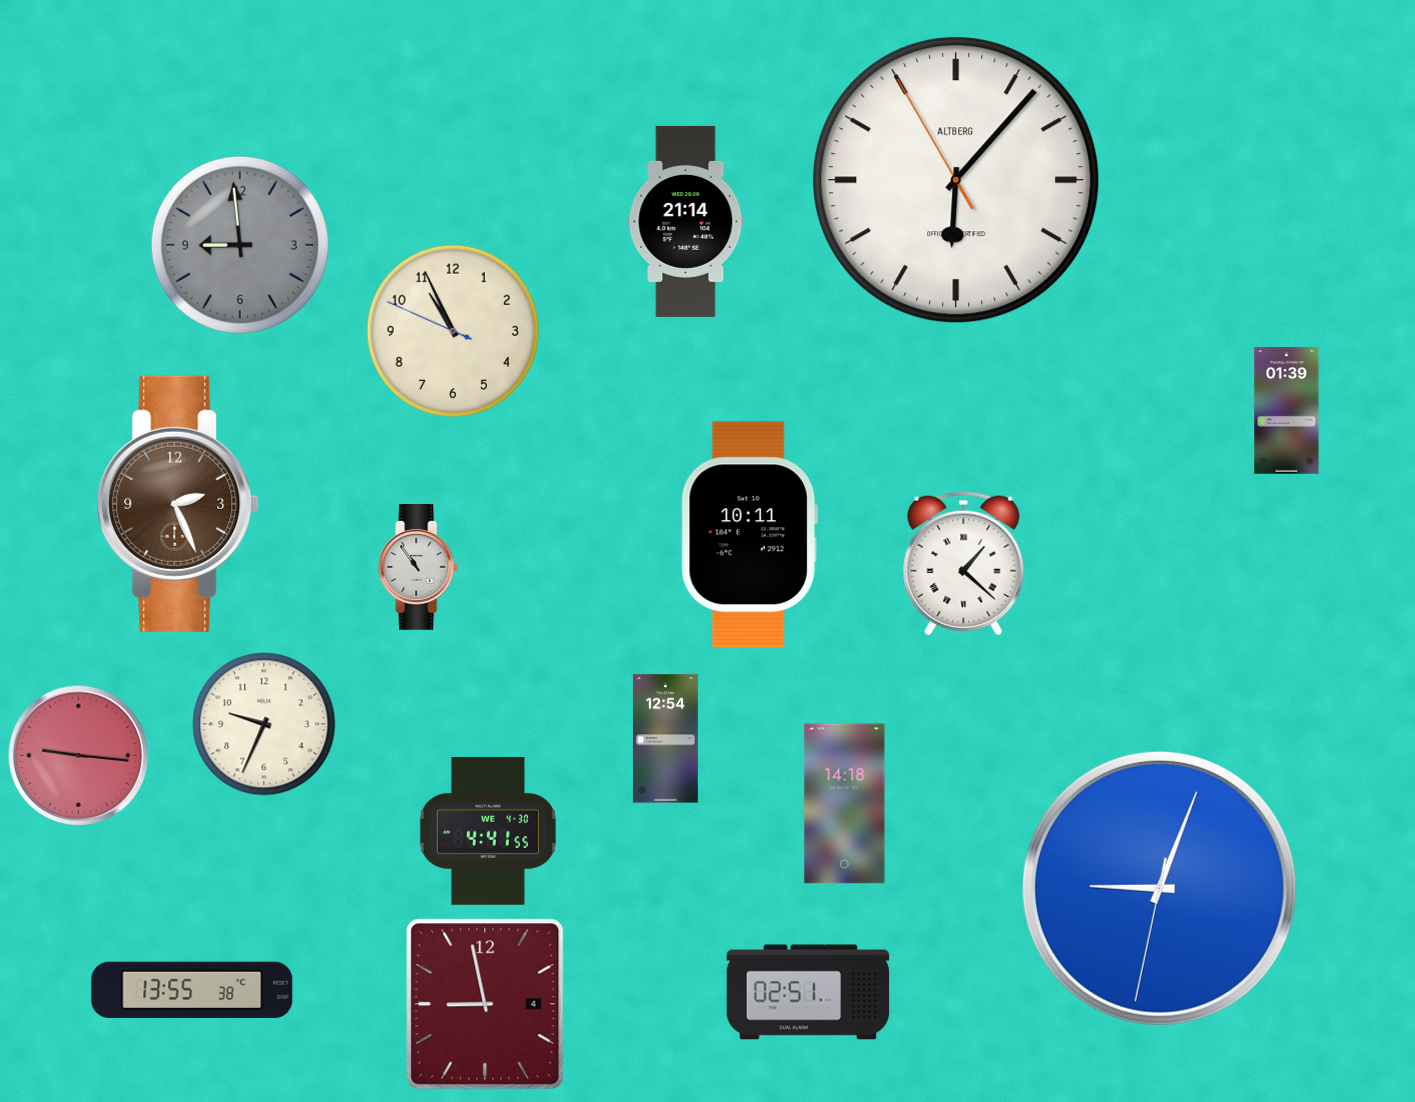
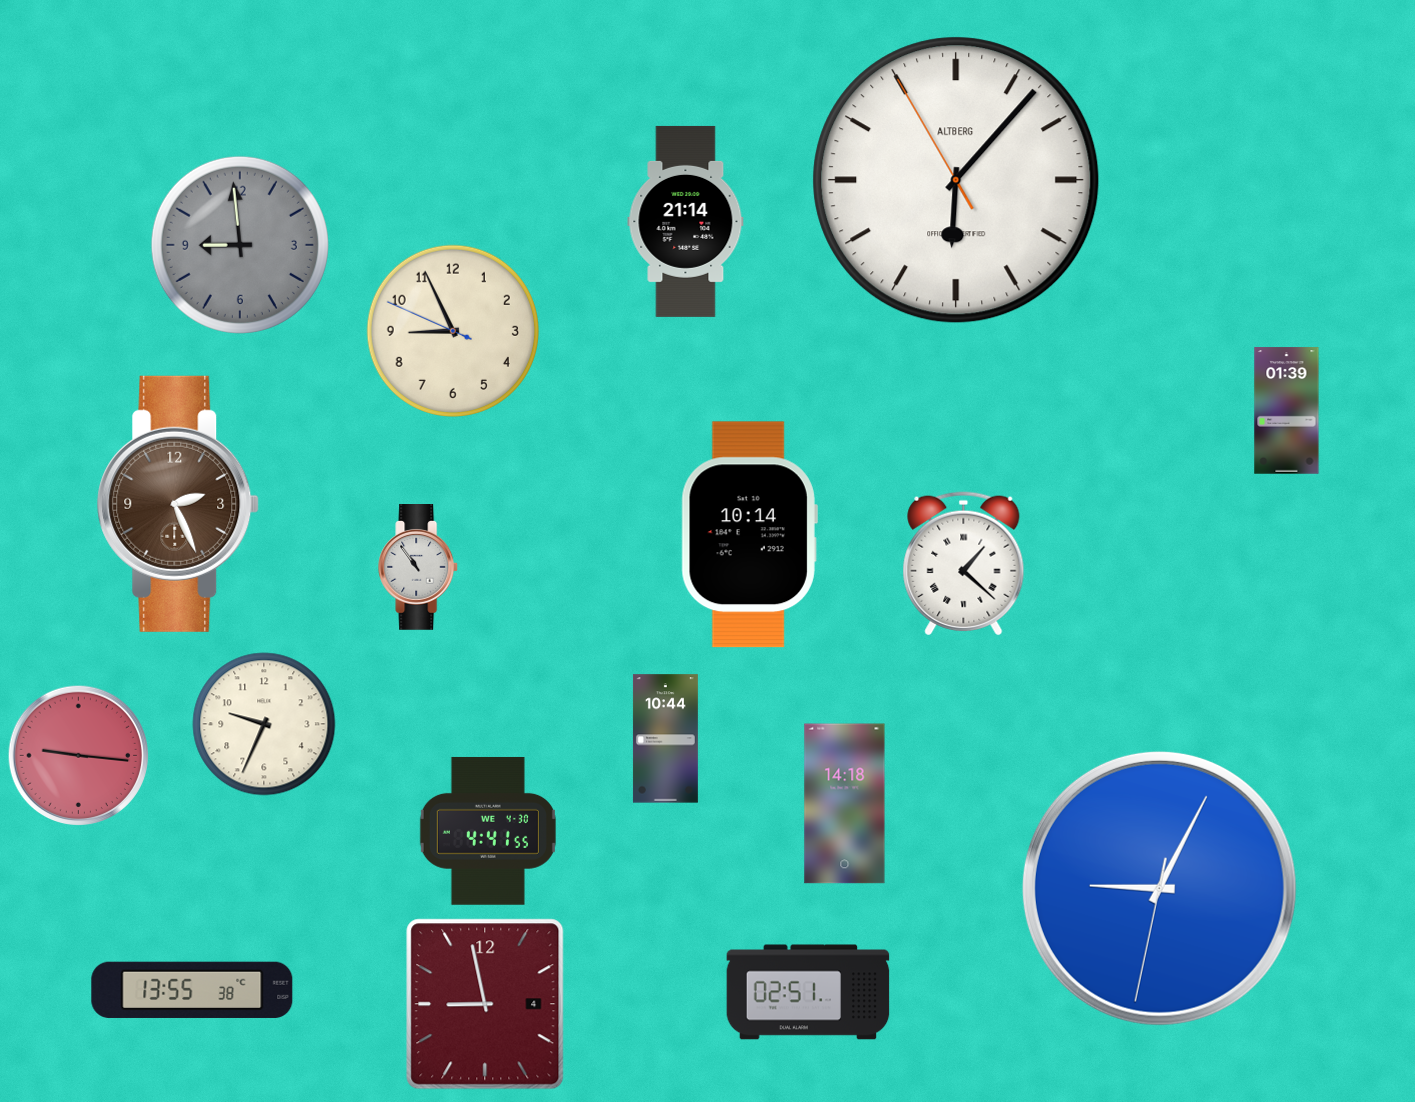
clock at (453, 331): 10:55 -> 8:55
clock at (749, 535): 10:11 -> 10:14
clock at (665, 739): 12:54 -> 10:44
clock at (1159, 888): 9:03 -> 9:04
